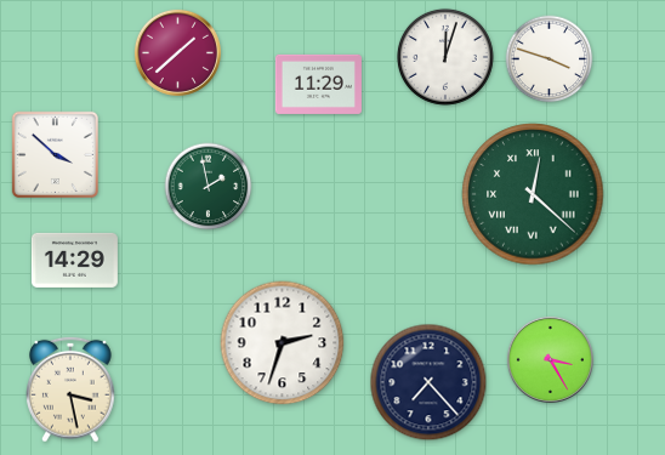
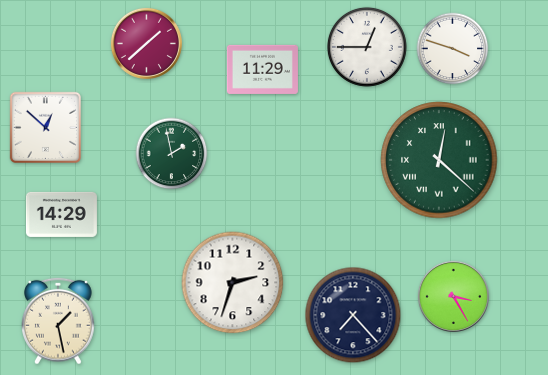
clock at (445, 57): 12:03 -> 12:45
clock at (55, 154): 3:52 -> 12:52
clock at (72, 389): 3:28 -> 1:28
